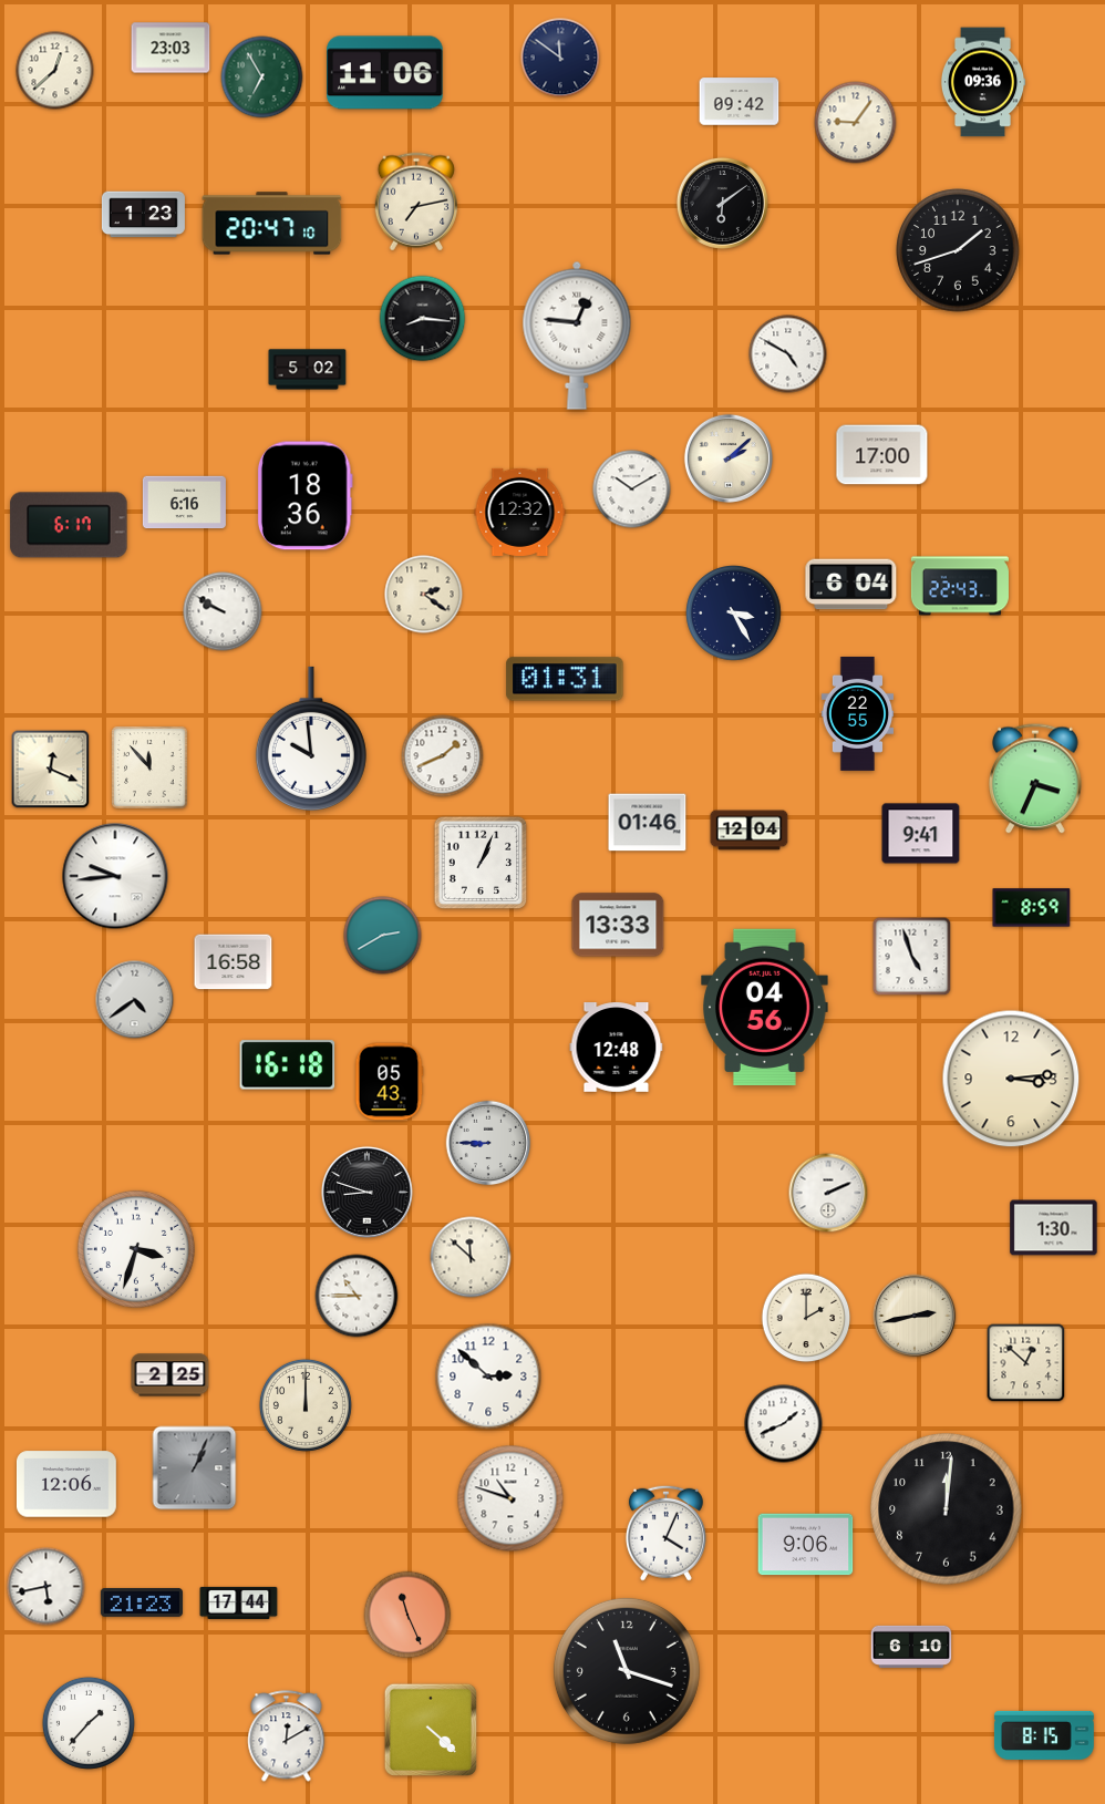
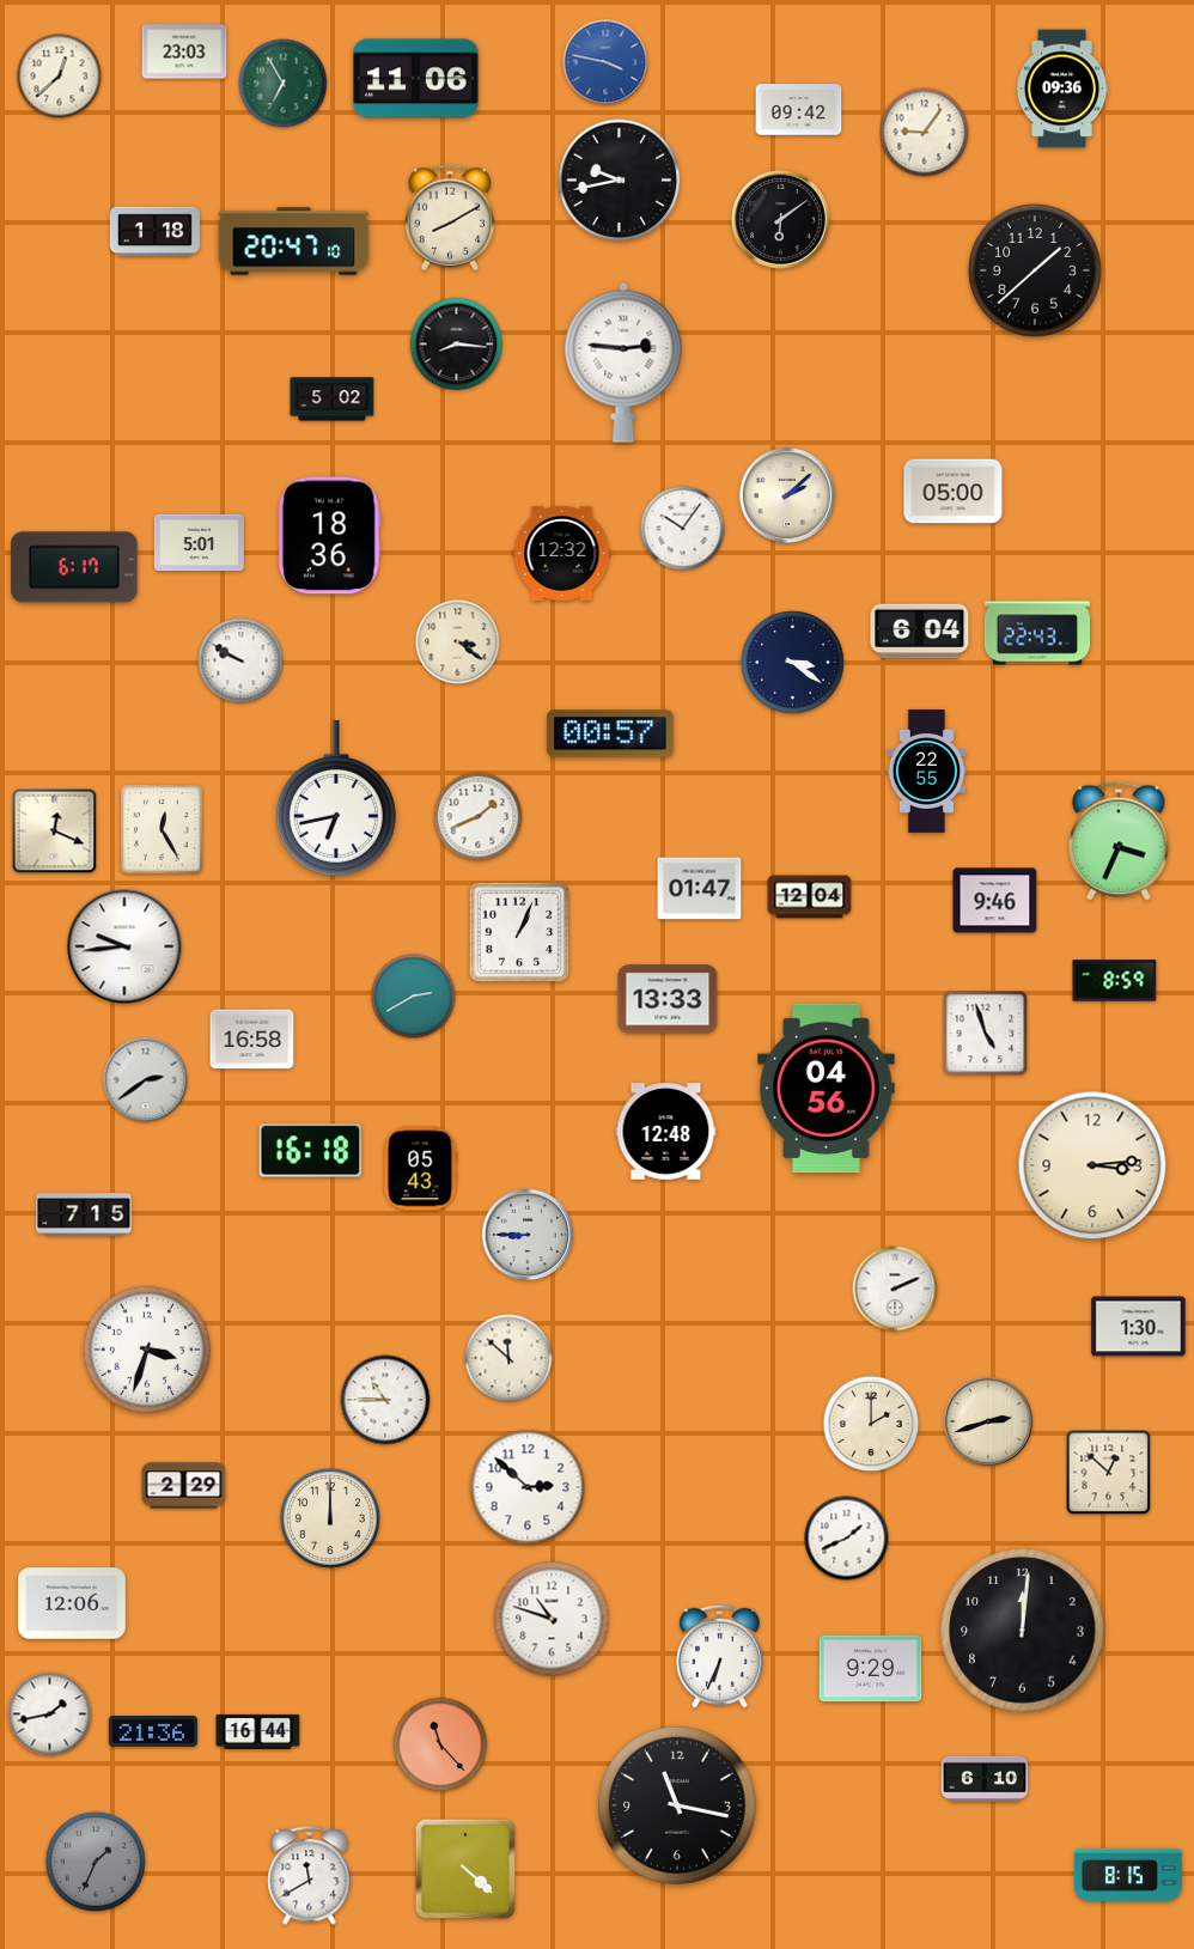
clock at (560, 58): 11:51 -> 3:47
clock at (560, 58) dial: navy -> blue
clock at (620, 181): none -> 9:43
clock at (416, 202): 7:13 -> 8:10
clock at (143, 215): 1:23 -> 1:18
clock at (958, 250): 1:42 -> 1:38
clock at (577, 336): 12:46 -> 2:46
clock at (788, 354): 4:50 -> none
clock at (882, 455): 17:00 -> 05:00
clock at (632, 489): 10:10 -> 10:06
clock at (184, 503): 6:16 -> 5:01
clock at (424, 595): 2:21 -> 3:21
clock at (734, 614): 3:25 -> 3:21
clock at (565, 679): 01:31 -> 00:57
clock at (311, 739): 9:59 -> 6:43
clock at (149, 767): 11:53 -> 12:25
clock at (648, 823): 01:46 -> 01:47
clock at (921, 834): 9:41 -> 9:46
clock at (383, 936) position: (383, 936) -> (414, 997)
clock at (135, 1000): 4:39 -> 2:39
clock at (84, 1214): none -> 7:15
clock at (366, 1192): 8:48 -> none
clock at (915, 1316): 2:43 -> 2:42
clock at (171, 1375): 2:25 -> 2:29
clock at (195, 1468): 1:04 -> none
clock at (665, 1533): 4:04 -> 6:34
clock at (806, 1545): 9:06 -> 9:29
clock at (47, 1587): 5:43 -> 1:43
clock at (142, 1602): 21:23 -> 21:36
clock at (239, 1602): 17:44 -> 16:44
clock at (407, 1615): 11:26 -> 11:23
clock at (627, 1671): 11:18 -> 11:17
clock at (89, 1723): 1:37 -> 1:34
clock at (89, 1723) dial: white -> grey
clock at (287, 1736): 12:10 -> 11:40
